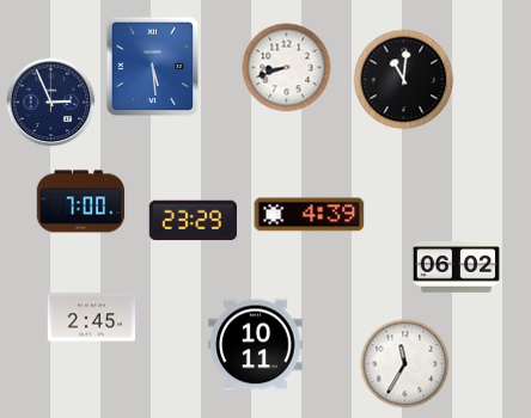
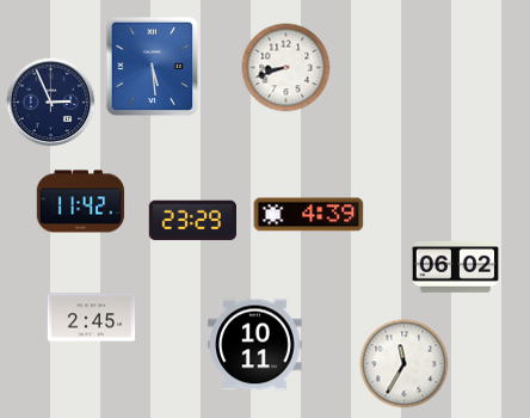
clock at (404, 80): 11:01 -> none
clock at (81, 202): 7:00 -> 11:42
